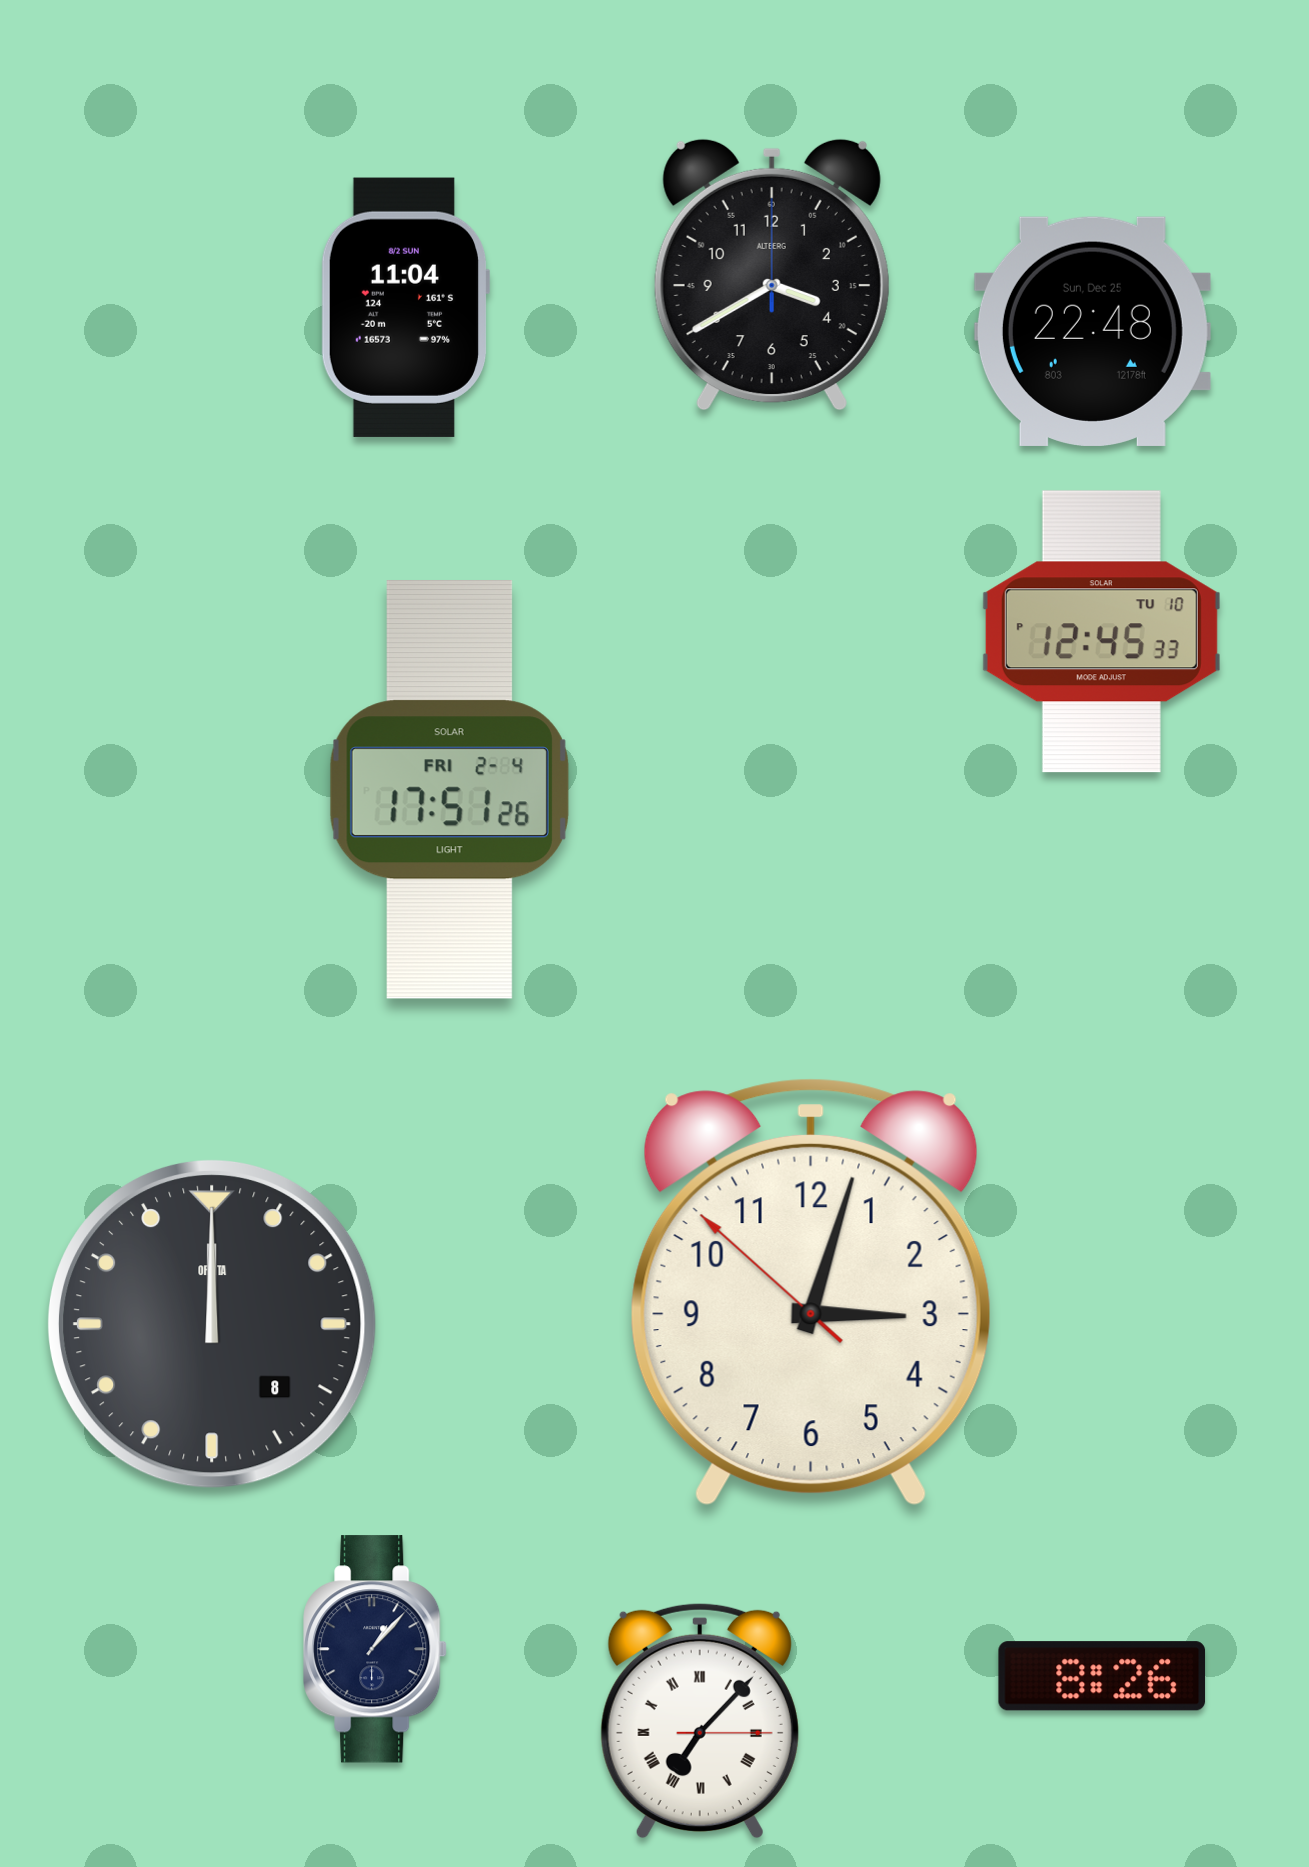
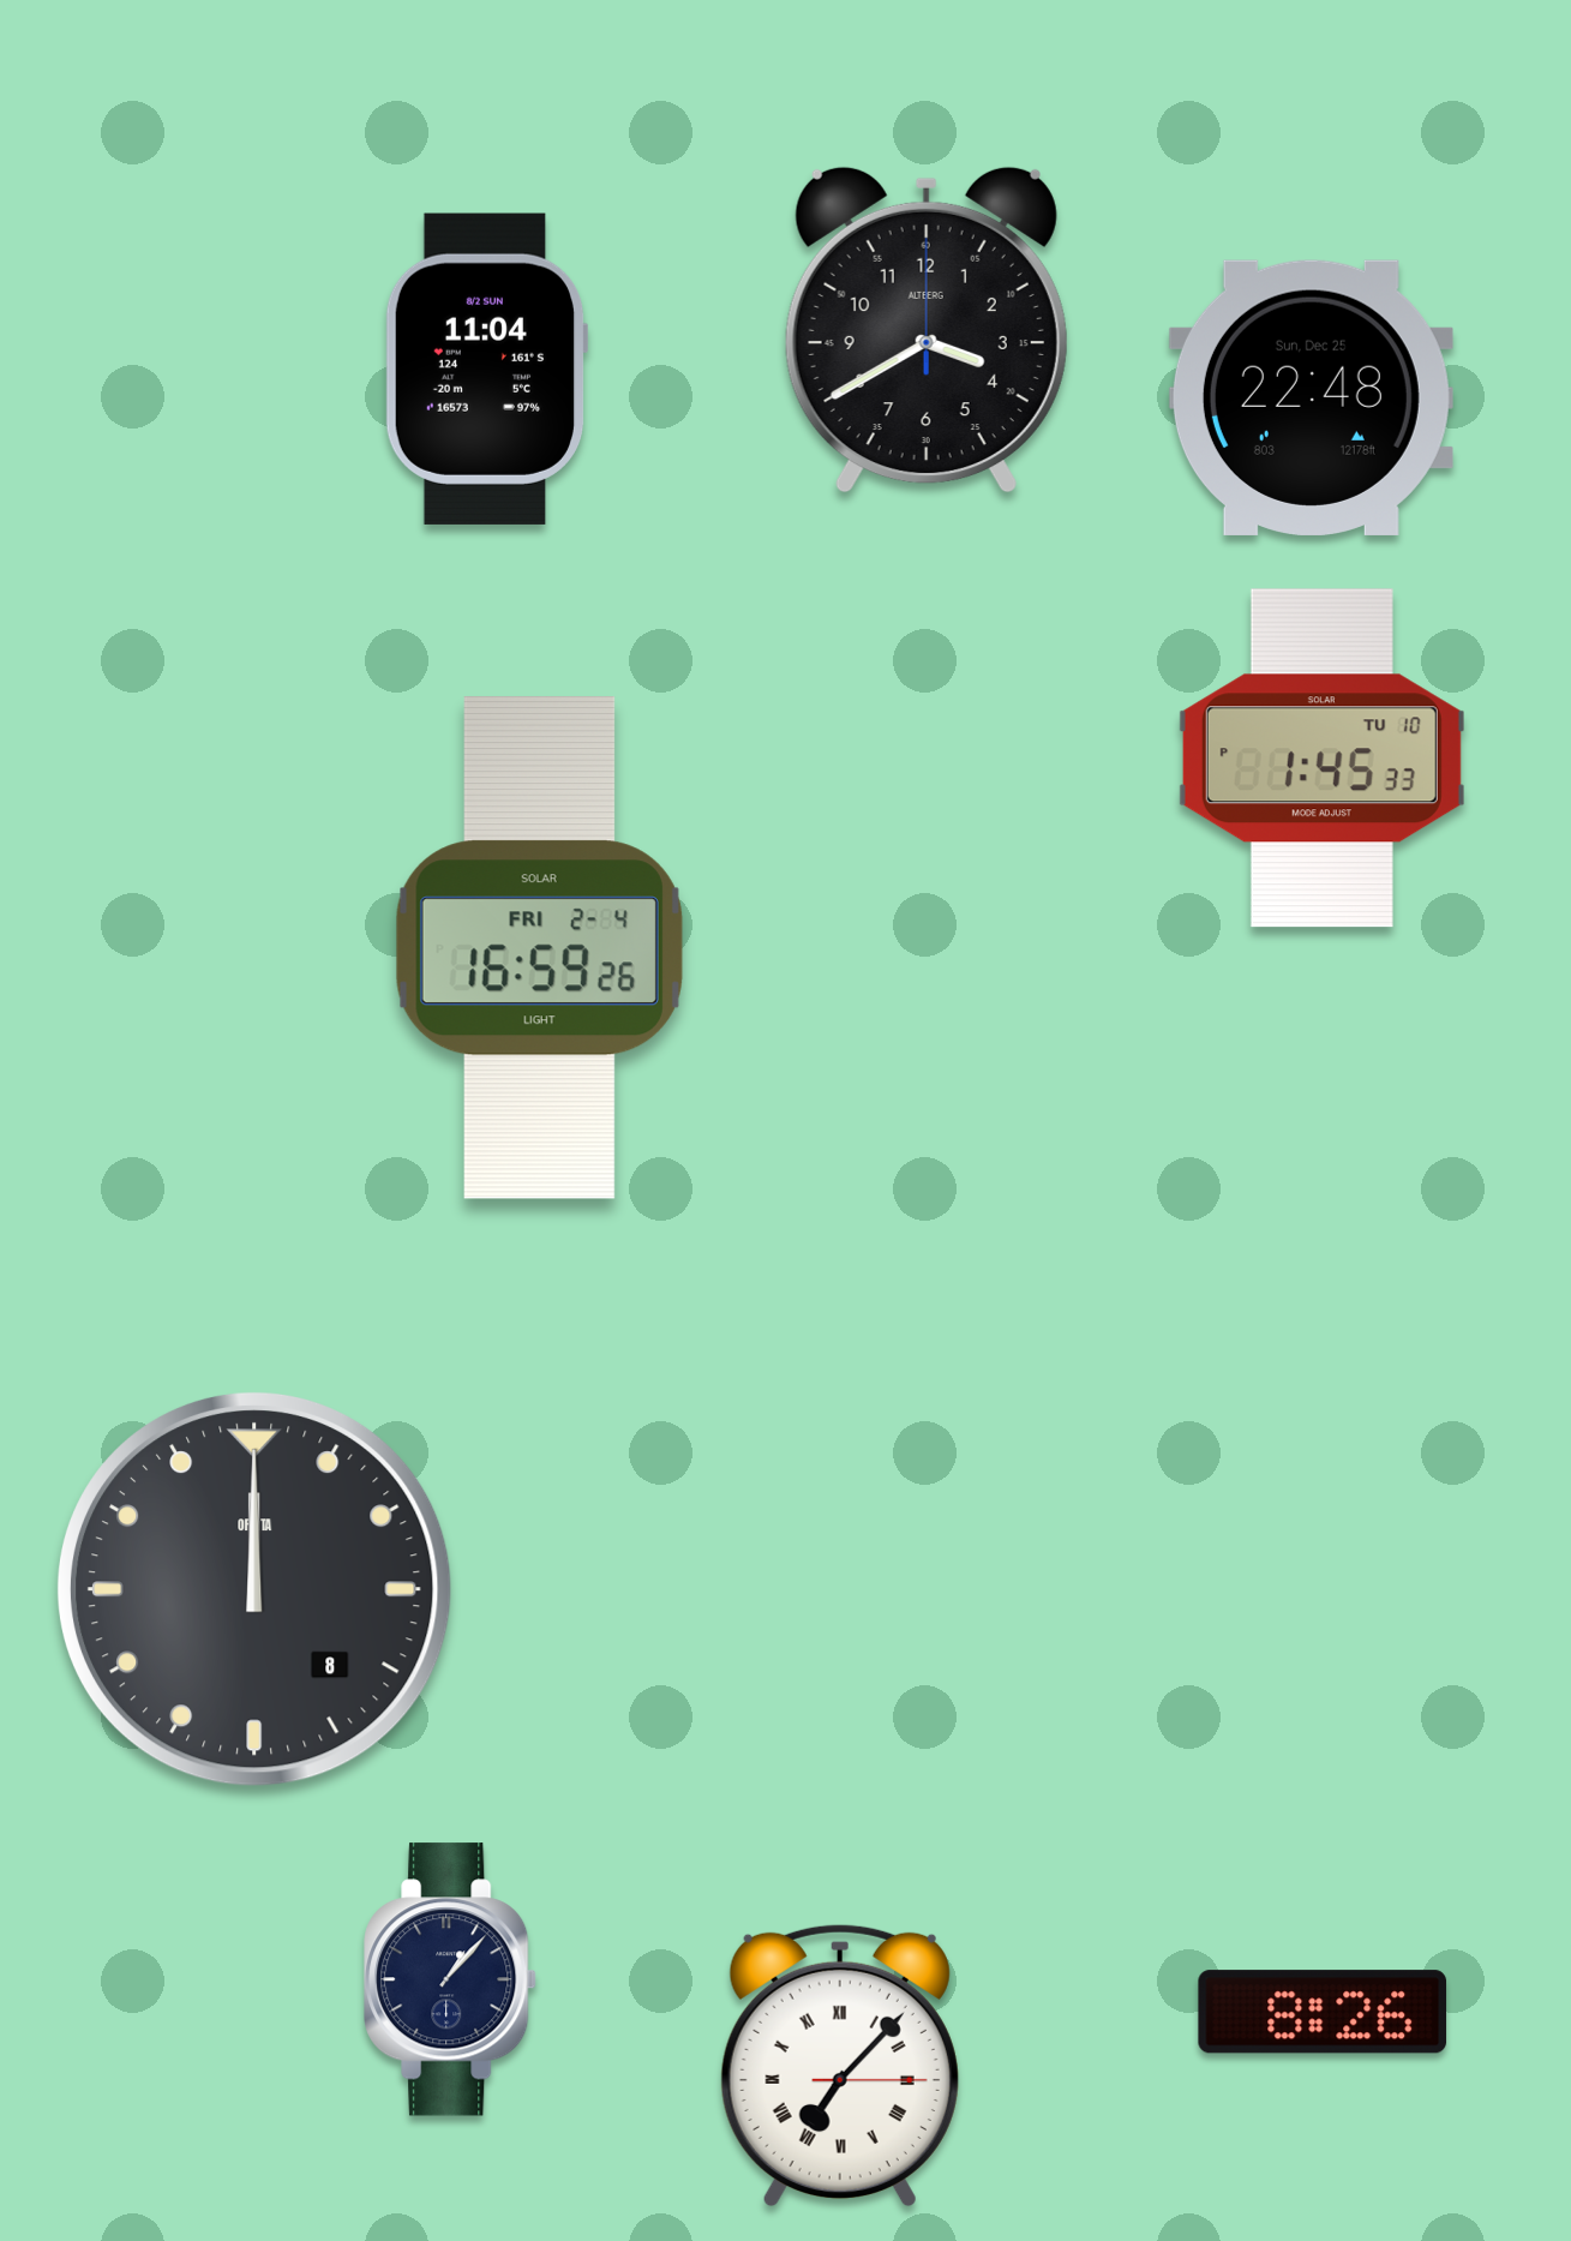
clock at (1101, 632): 12:45 -> 1:45
clock at (449, 790): 17:51 -> 16:59
clock at (811, 1292): 3:02 -> none
